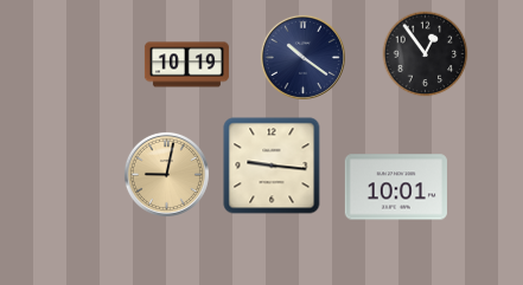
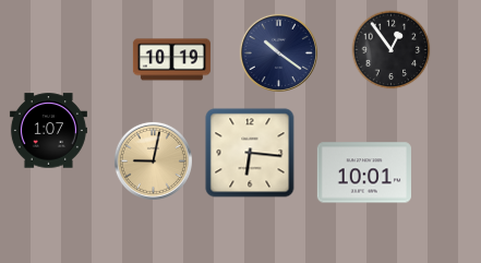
clock at (48, 131): none -> 1:07
clock at (272, 166): 9:16 -> 6:16
